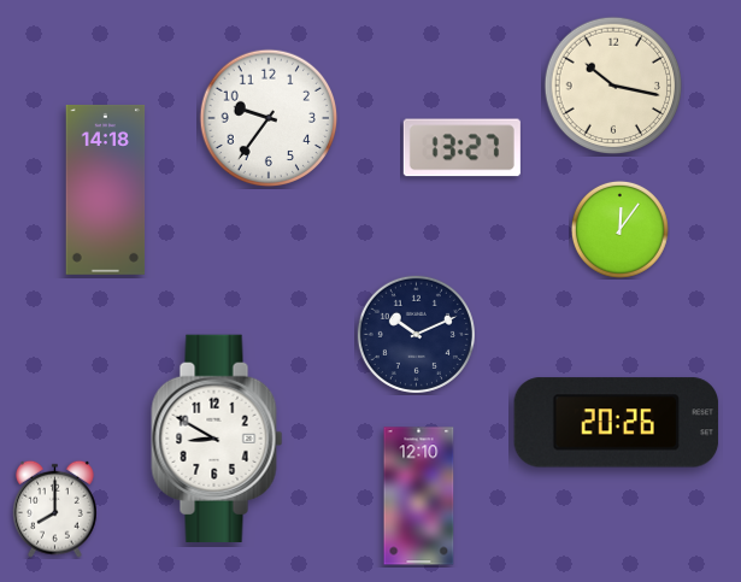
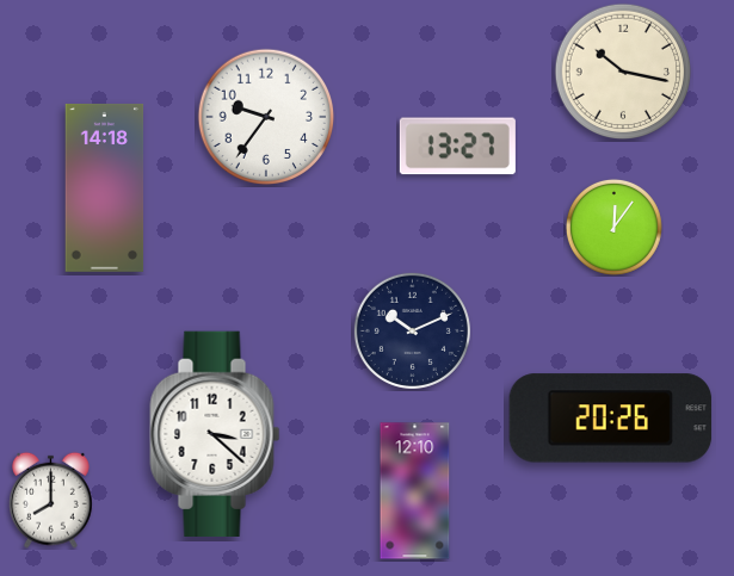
clock at (613, 86) position: (613, 86) -> (623, 72)
clock at (217, 439): 8:50 -> 3:22
clock at (55, 508) position: (55, 508) -> (51, 500)
